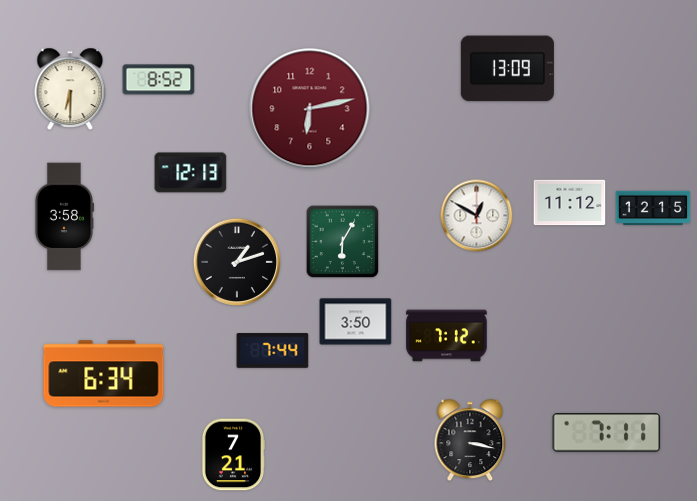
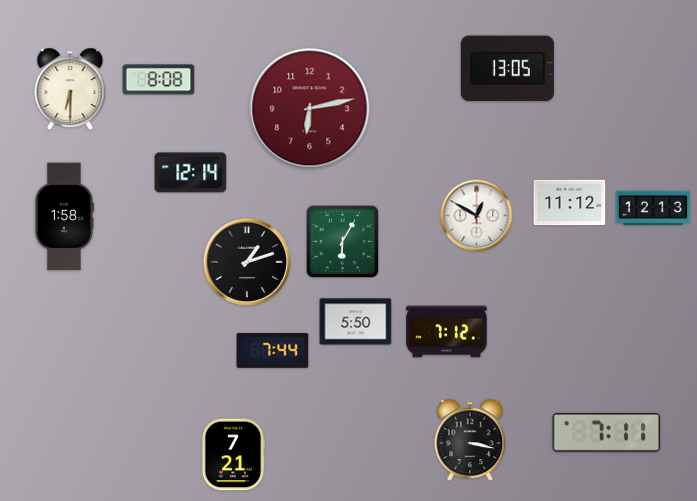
clock at (507, 69): 13:09 -> 13:05
clock at (159, 80): 8:52 -> 8:08
clock at (191, 173): 12:13 -> 12:14
clock at (653, 207): 12:15 -> 12:13
clock at (63, 217): 3:58 -> 1:58
clock at (236, 261) position: (236, 261) -> (246, 261)
clock at (356, 322): 3:50 -> 5:50
clock at (447, 336) position: (447, 336) -> (447, 332)
clock at (104, 374): 6:34 -> none
